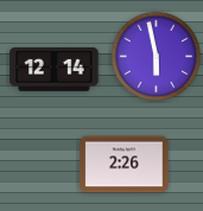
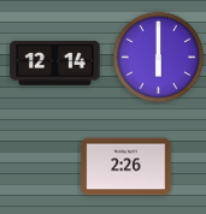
clock at (157, 57): 5:58 -> 6:00
clock at (55, 69) position: (55, 69) -> (55, 63)
